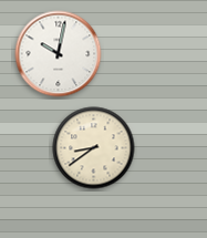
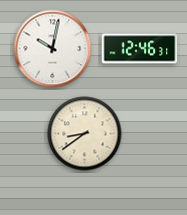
clock at (140, 49): none -> 12:46
